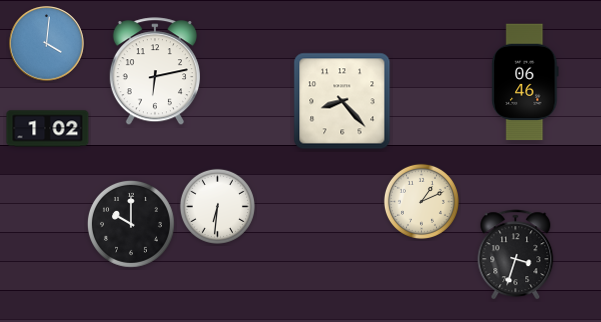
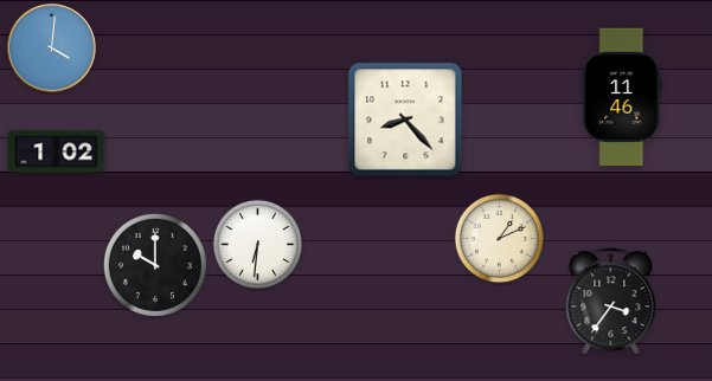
clock at (47, 44) position: (47, 44) -> (52, 49)
clock at (155, 72): 6:13 -> none
clock at (525, 82): 06:46 -> 11:46
clock at (516, 255): 3:33 -> 3:36
